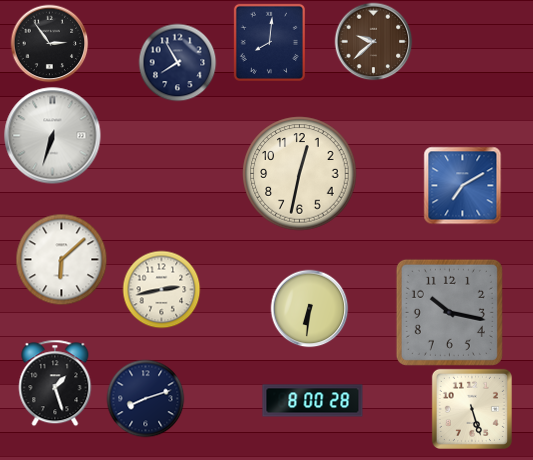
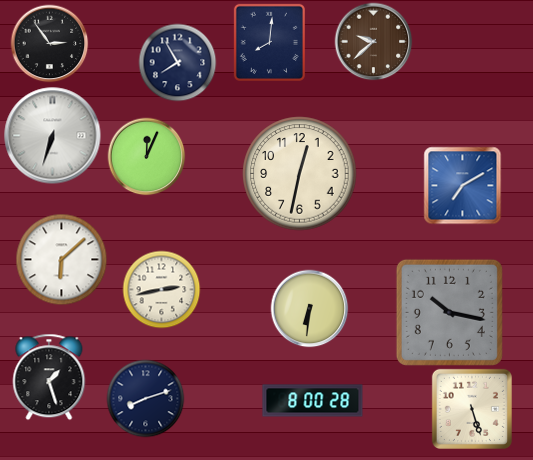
clock at (146, 156): none -> 12:04
clock at (55, 383) position: (55, 383) -> (49, 377)
